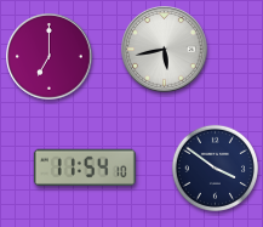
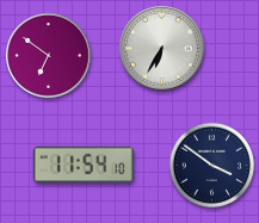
clock at (165, 50): 5:43 -> 6:35
clock at (50, 57): 7:00 -> 6:51
